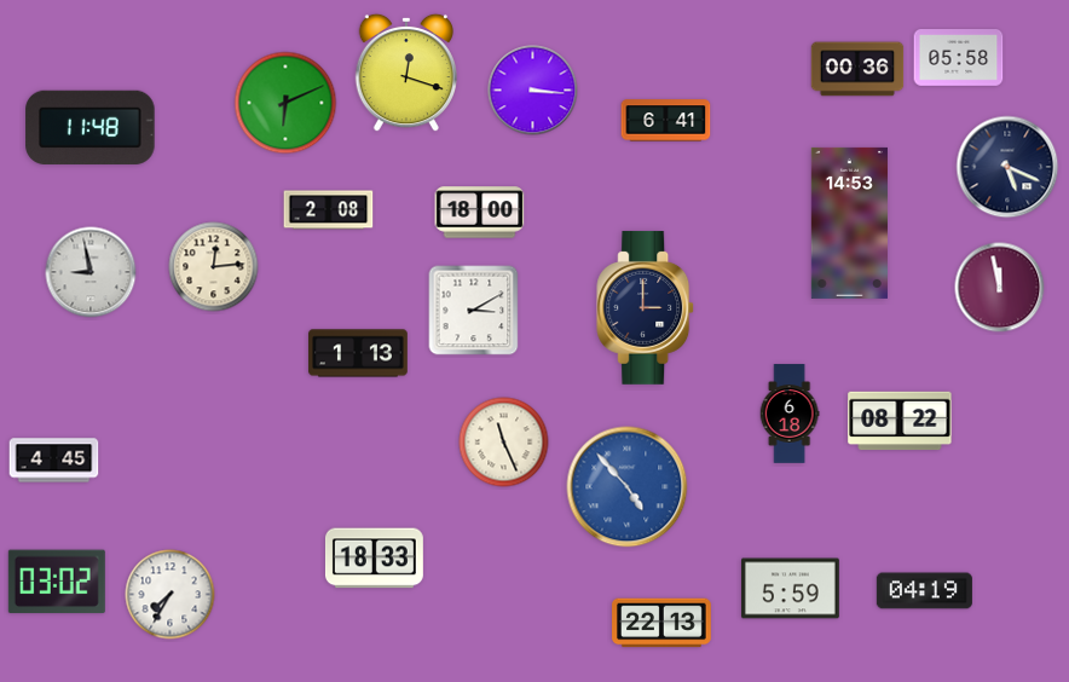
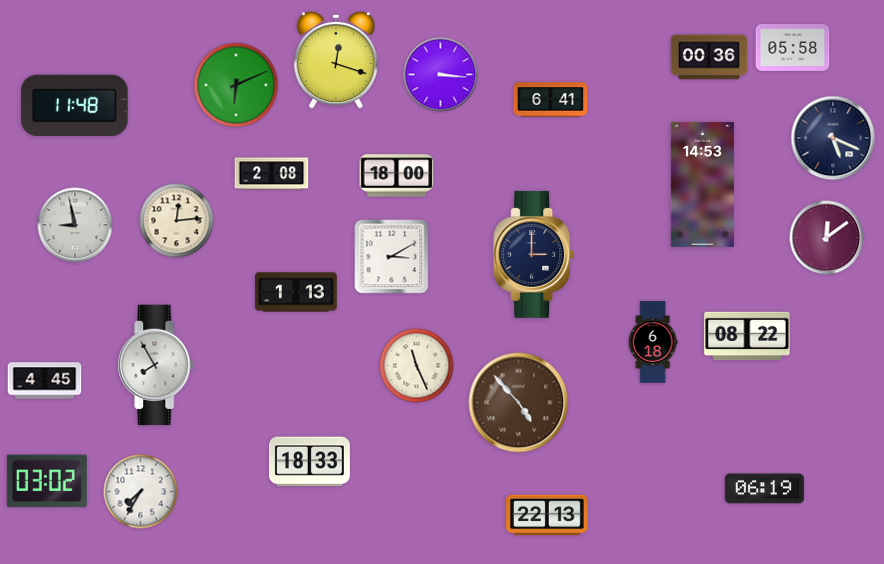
clock at (1000, 288): 11:58 -> 12:09
clock at (900, 421) position: (900, 421) -> (747, 336)
clock at (156, 365): none -> 7:55
clock at (628, 487) dial: blue -> brown
clock at (790, 589): 5:59 -> none
clock at (924, 591): 04:19 -> 06:19
